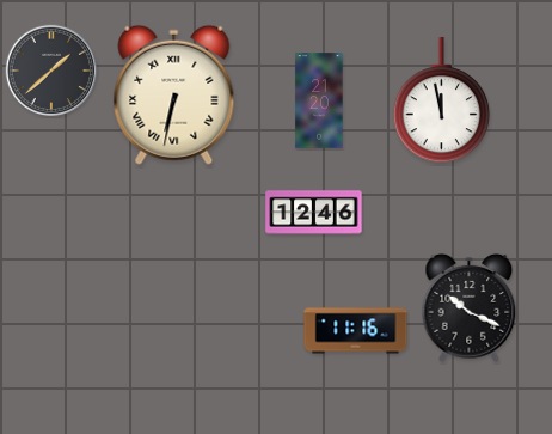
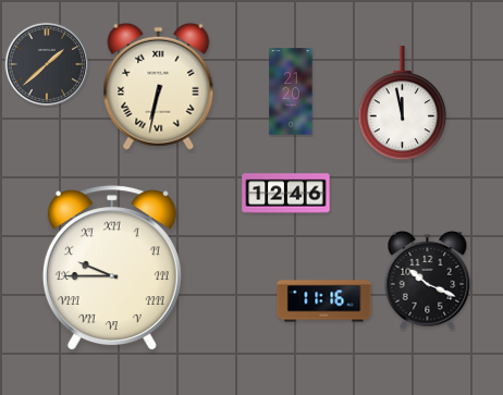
clock at (442, 100) position: (442, 100) -> (403, 103)
clock at (112, 269): none -> 9:45
